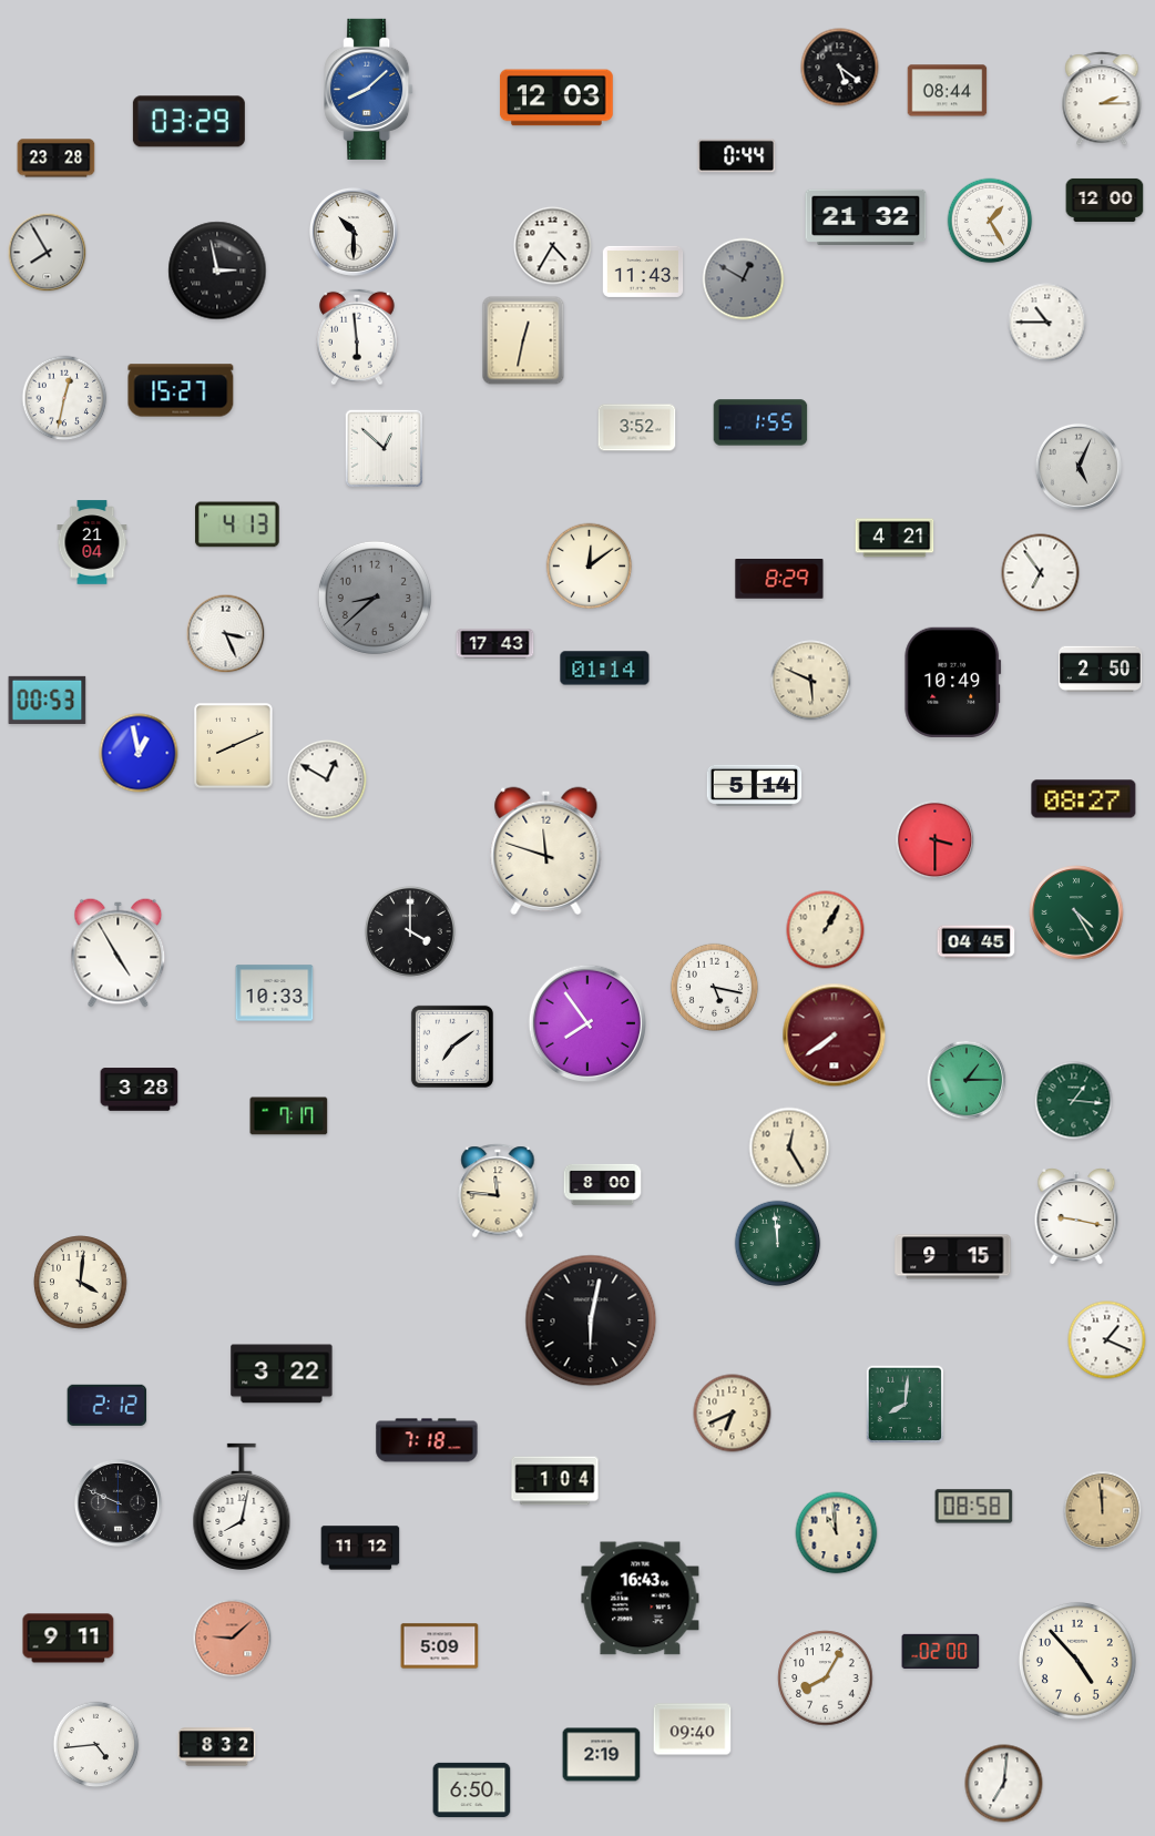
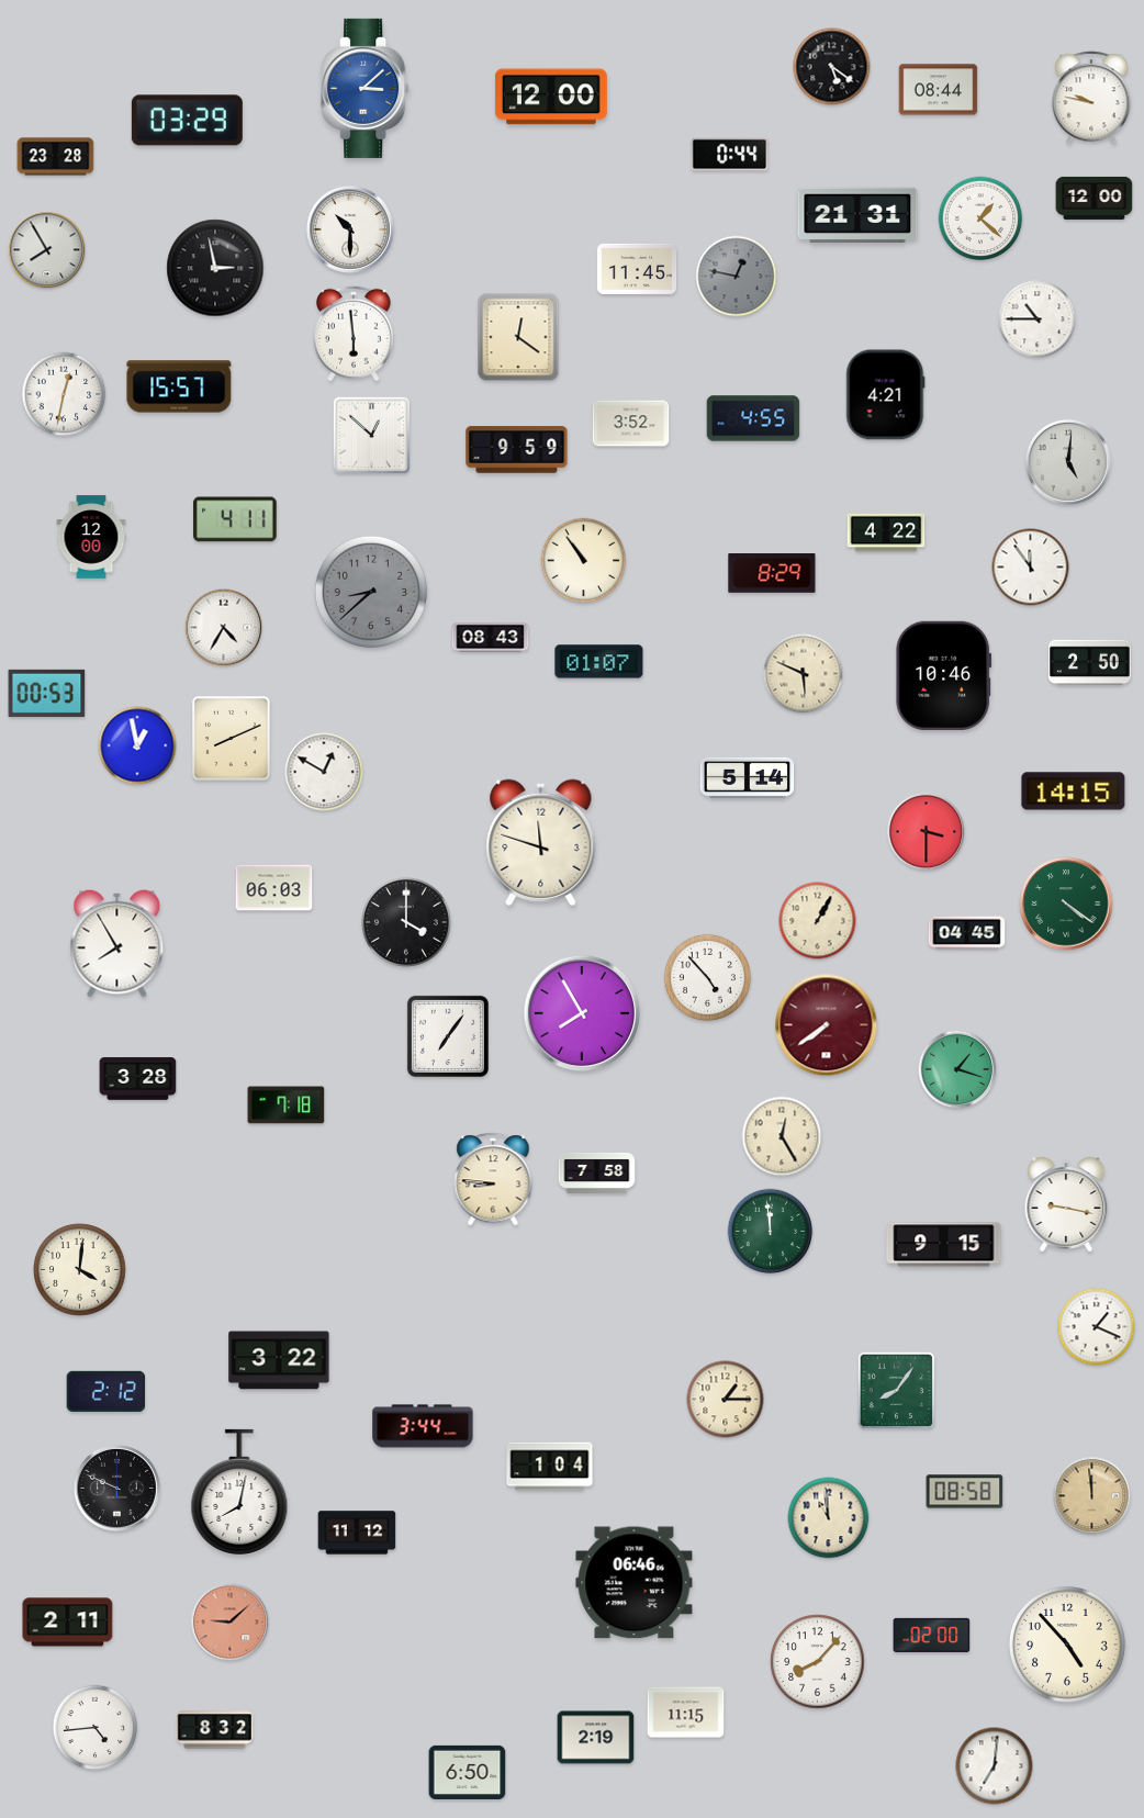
clock at (369, 89): 8:08 -> 3:08
clock at (556, 98): 12:03 -> 12:00
clock at (1102, 99): 2:15 -> 9:47
clock at (866, 217): 21:32 -> 21:31
clock at (990, 221): 1:25 -> 1:22
clock at (553, 246): 4:35 -> none
clock at (643, 272): 11:43 -> 11:45
clock at (744, 279): 12:50 -> 12:47
clock at (523, 340): 12:32 -> 12:21
clock at (181, 390): 15:27 -> 15:57
clock at (886, 395): none -> 4:21
clock at (760, 422): 1:55 -> 4:55
clock at (385, 449) position: (385, 449) -> (372, 436)
clock at (517, 450): none -> 9:59
clock at (1079, 467): 5:04 -> 5:01
clock at (237, 524): 4:13 -> 4:11
clock at (895, 538): 4:21 -> 4:22
clock at (92, 542): 21:04 -> 12:00
clock at (590, 567): 12:09 -> 10:54
clock at (1041, 573): 6:54 -> 11:54
clock at (226, 634): 3:26 -> 4:35
clock at (495, 644): 17:43 -> 08:43
clock at (605, 669): 01:14 -> 01:07
clock at (953, 682): 10:49 -> 10:46
clock at (1084, 799): 08:27 -> 14:15
clock at (274, 888): none -> 06:03
clock at (1076, 912): 4:25 -> 4:21
clock at (119, 953): 4:55 -> 7:55
clock at (714, 987): 5:17 -> 4:53
clock at (275, 993): 10:33 -> none
clock at (587, 1023): 7:54 -> 7:55
clock at (452, 1047): 7:09 -> 7:06
clock at (967, 1080): 1:15 -> 1:18
clock at (1074, 1101): 1:16 -> none
clock at (289, 1116): 7:17 -> 7:18
clock at (603, 1184): 8:00 -> 7:58
clock at (498, 1191): 11:46 -> 8:46
clock at (591, 1320): 6:02 -> none
clock at (906, 1405): 8:01 -> 8:06
clock at (733, 1414): 6:41 -> 1:15
clock at (427, 1440): 7:18 -> 3:44
clock at (641, 1599): 16:43 -> 06:46
clock at (69, 1639): 9:11 -> 2:11
clock at (440, 1646): 5:09 -> none
clock at (826, 1679): 8:05 -> 8:07
clock at (693, 1730): 09:40 -> 11:15
